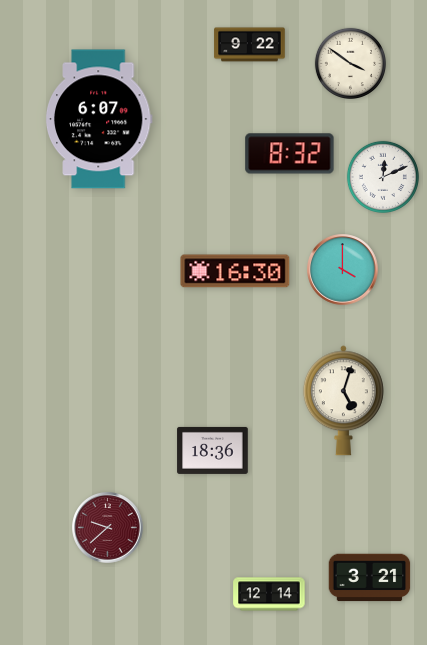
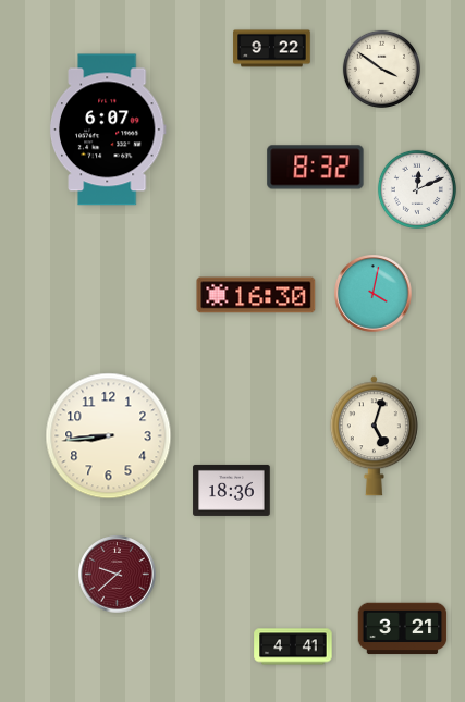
clock at (383, 177) position: (383, 177) -> (417, 189)
clock at (343, 270): 4:00 -> 4:02
clock at (109, 436): none -> 8:44
clock at (269, 594): 12:14 -> 4:41
